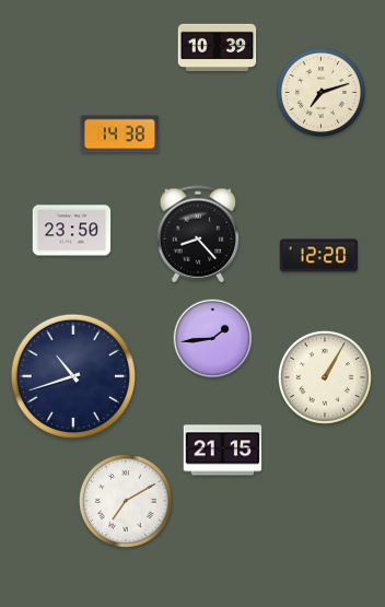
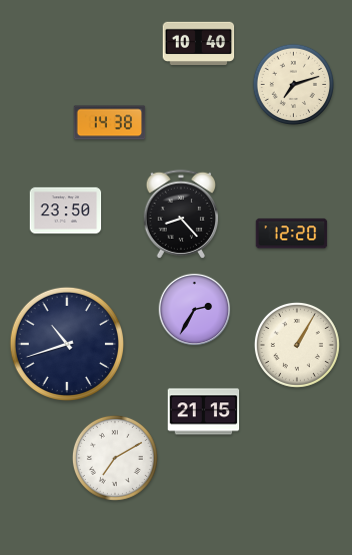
clock at (218, 47): 10:39 -> 10:40
clock at (213, 339): 1:44 -> 2:35
